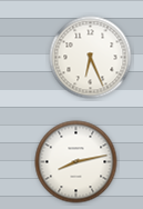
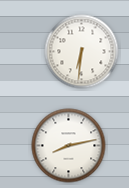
clock at (91, 58): 6:26 -> 6:31
